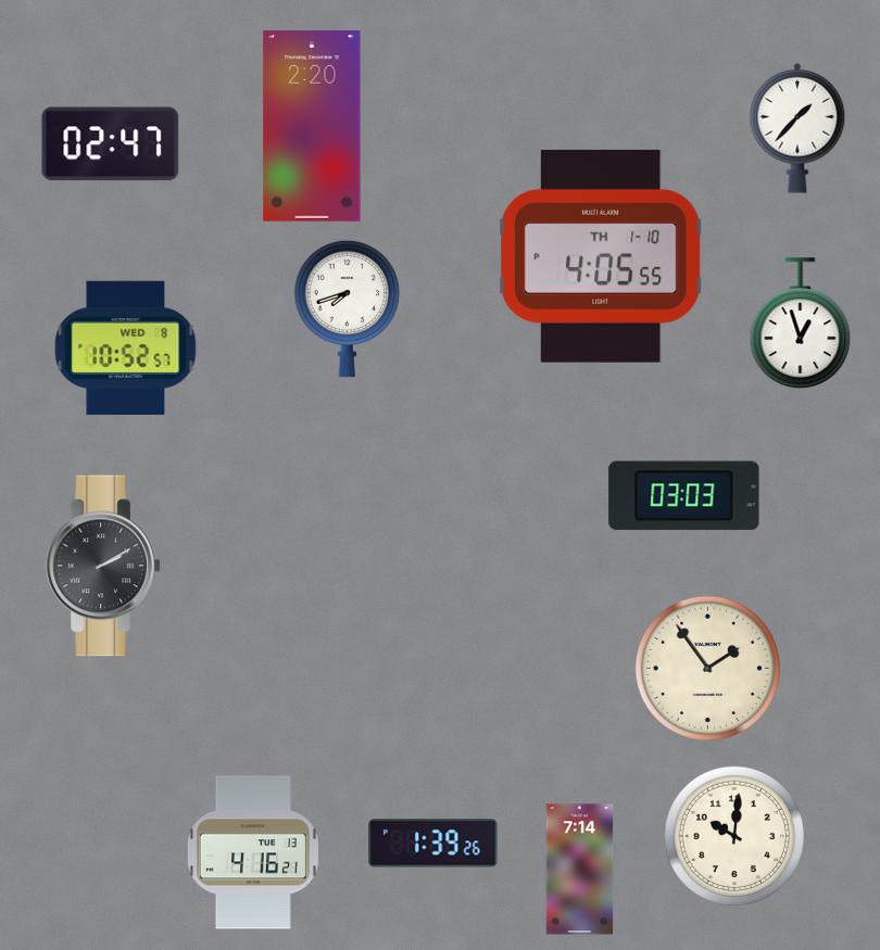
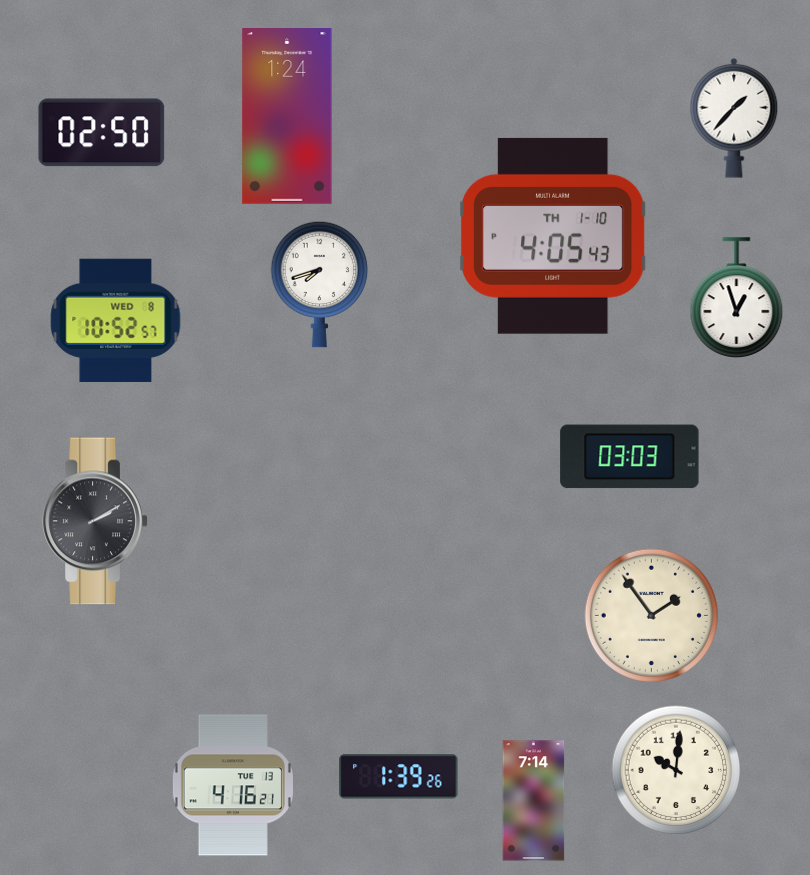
clock at (312, 127): 2:20 -> 1:24
clock at (111, 144): 02:47 -> 02:50
clock at (601, 256): 4:05:55 -> 4:05:43
